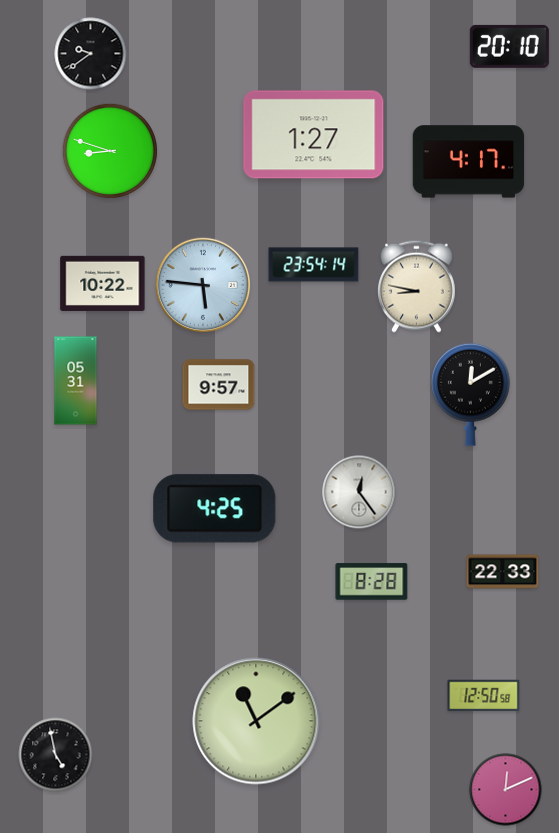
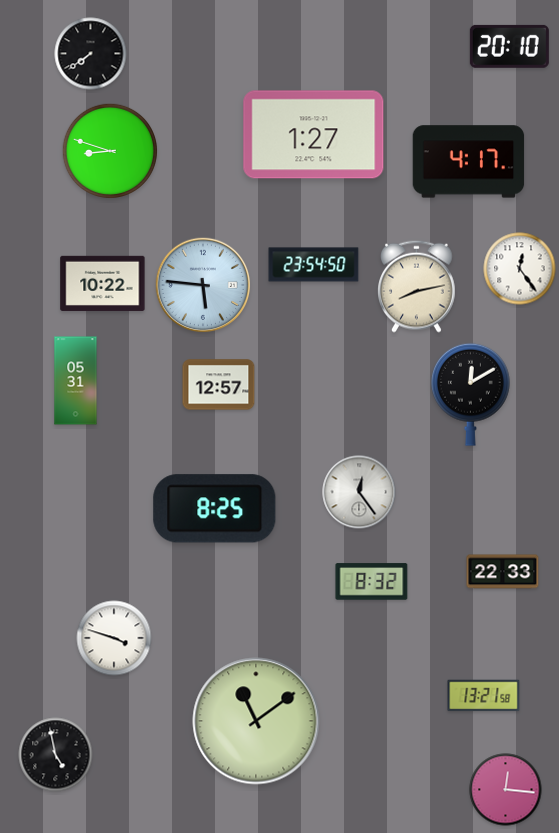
clock at (91, 54): 9:39 -> 7:39
clock at (314, 265): 23:54:14 -> 23:54:50
clock at (520, 269): none -> 12:24
clock at (417, 286): 8:47 -> 8:13
clock at (219, 385): 9:57 -> 12:57
clock at (215, 509): 4:25 -> 8:25
clock at (372, 582): 8:28 -> 8:32
clock at (114, 638): none -> 3:48
clock at (484, 696): 12:50 -> 13:21
clock at (506, 790): 12:11 -> 12:16
